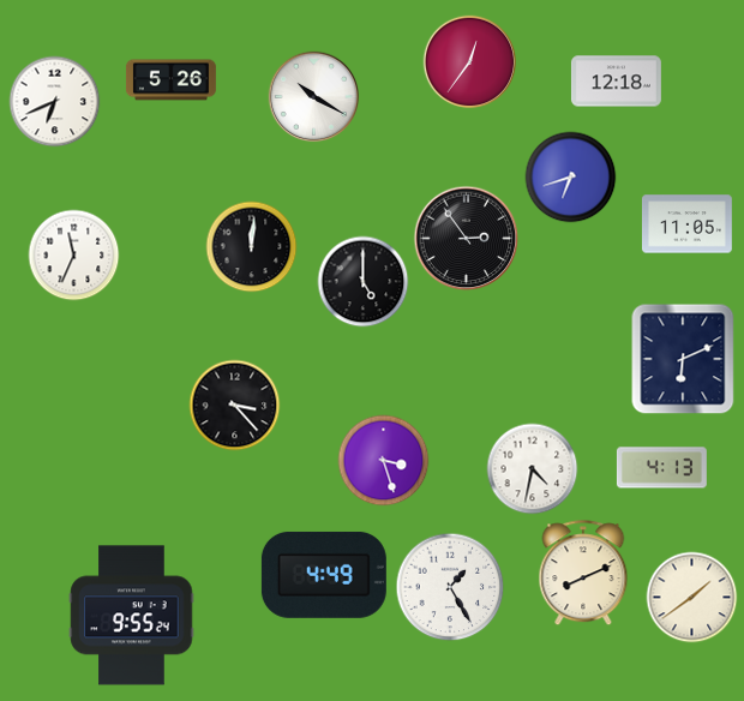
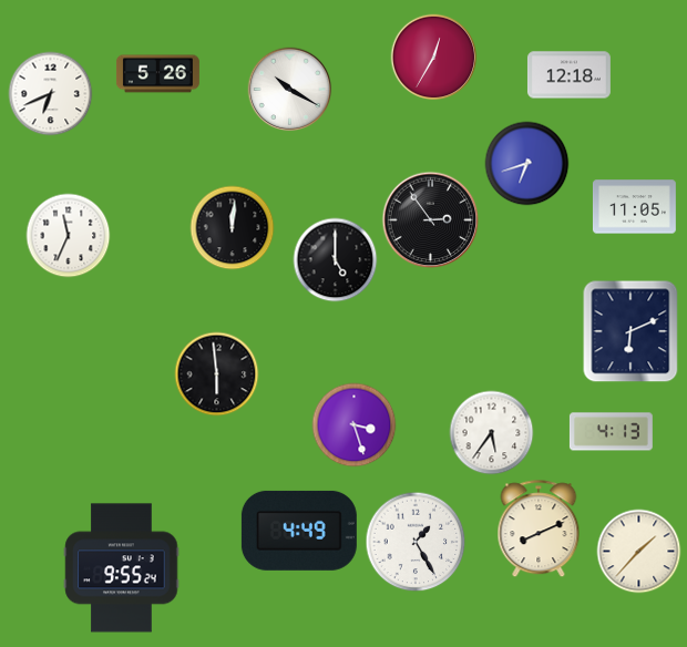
clock at (470, 62): 12:36 -> 12:35
clock at (235, 406): 3:23 -> 5:59
clock at (533, 469): 4:32 -> 5:36
clock at (692, 598): 1:39 -> 1:37
